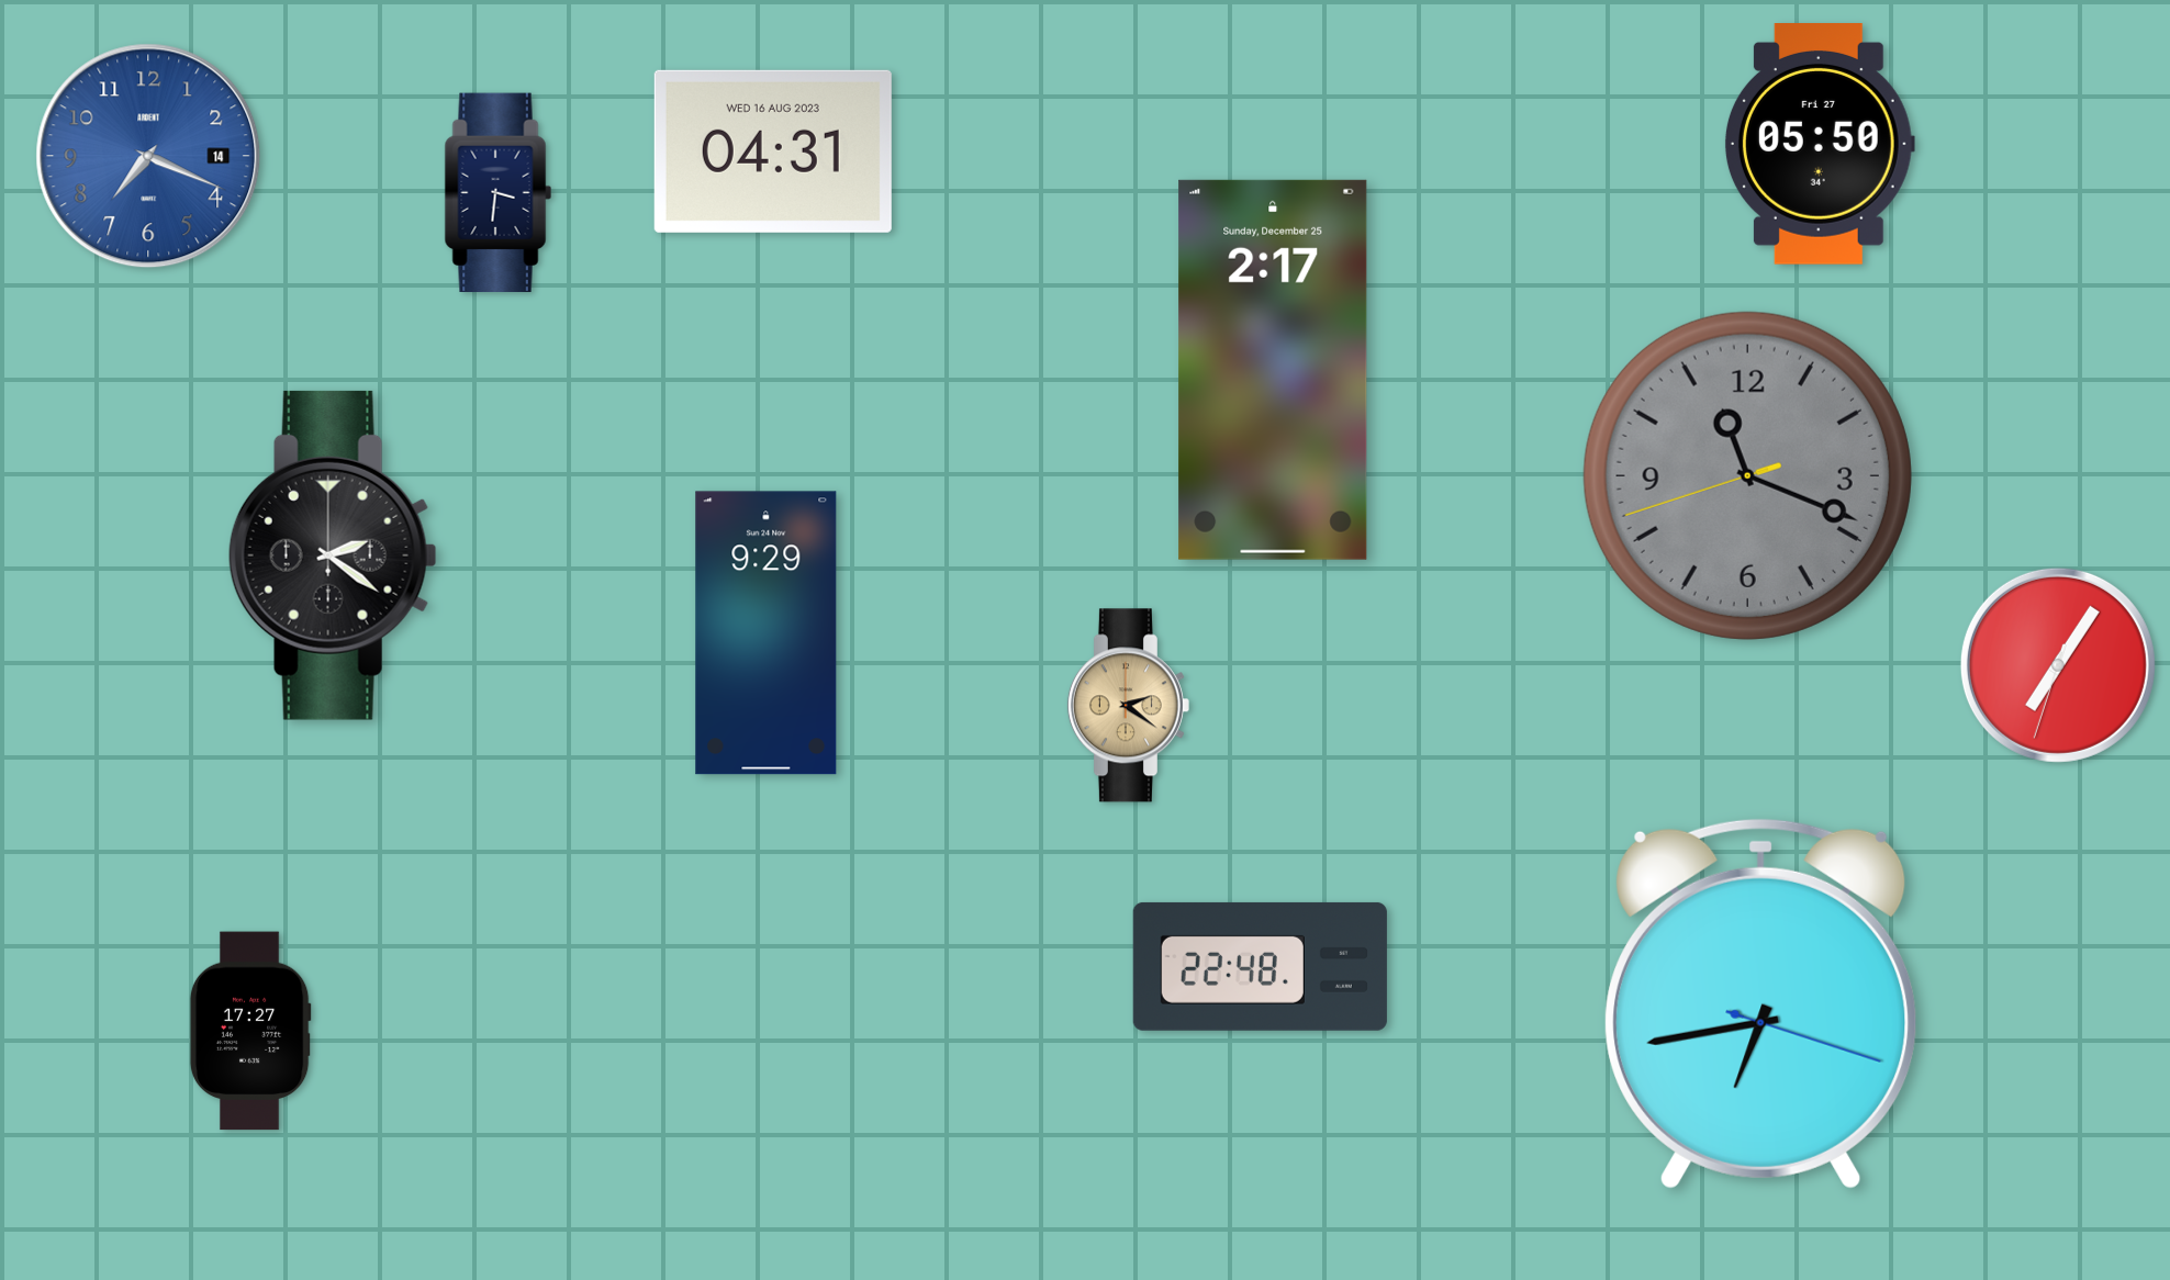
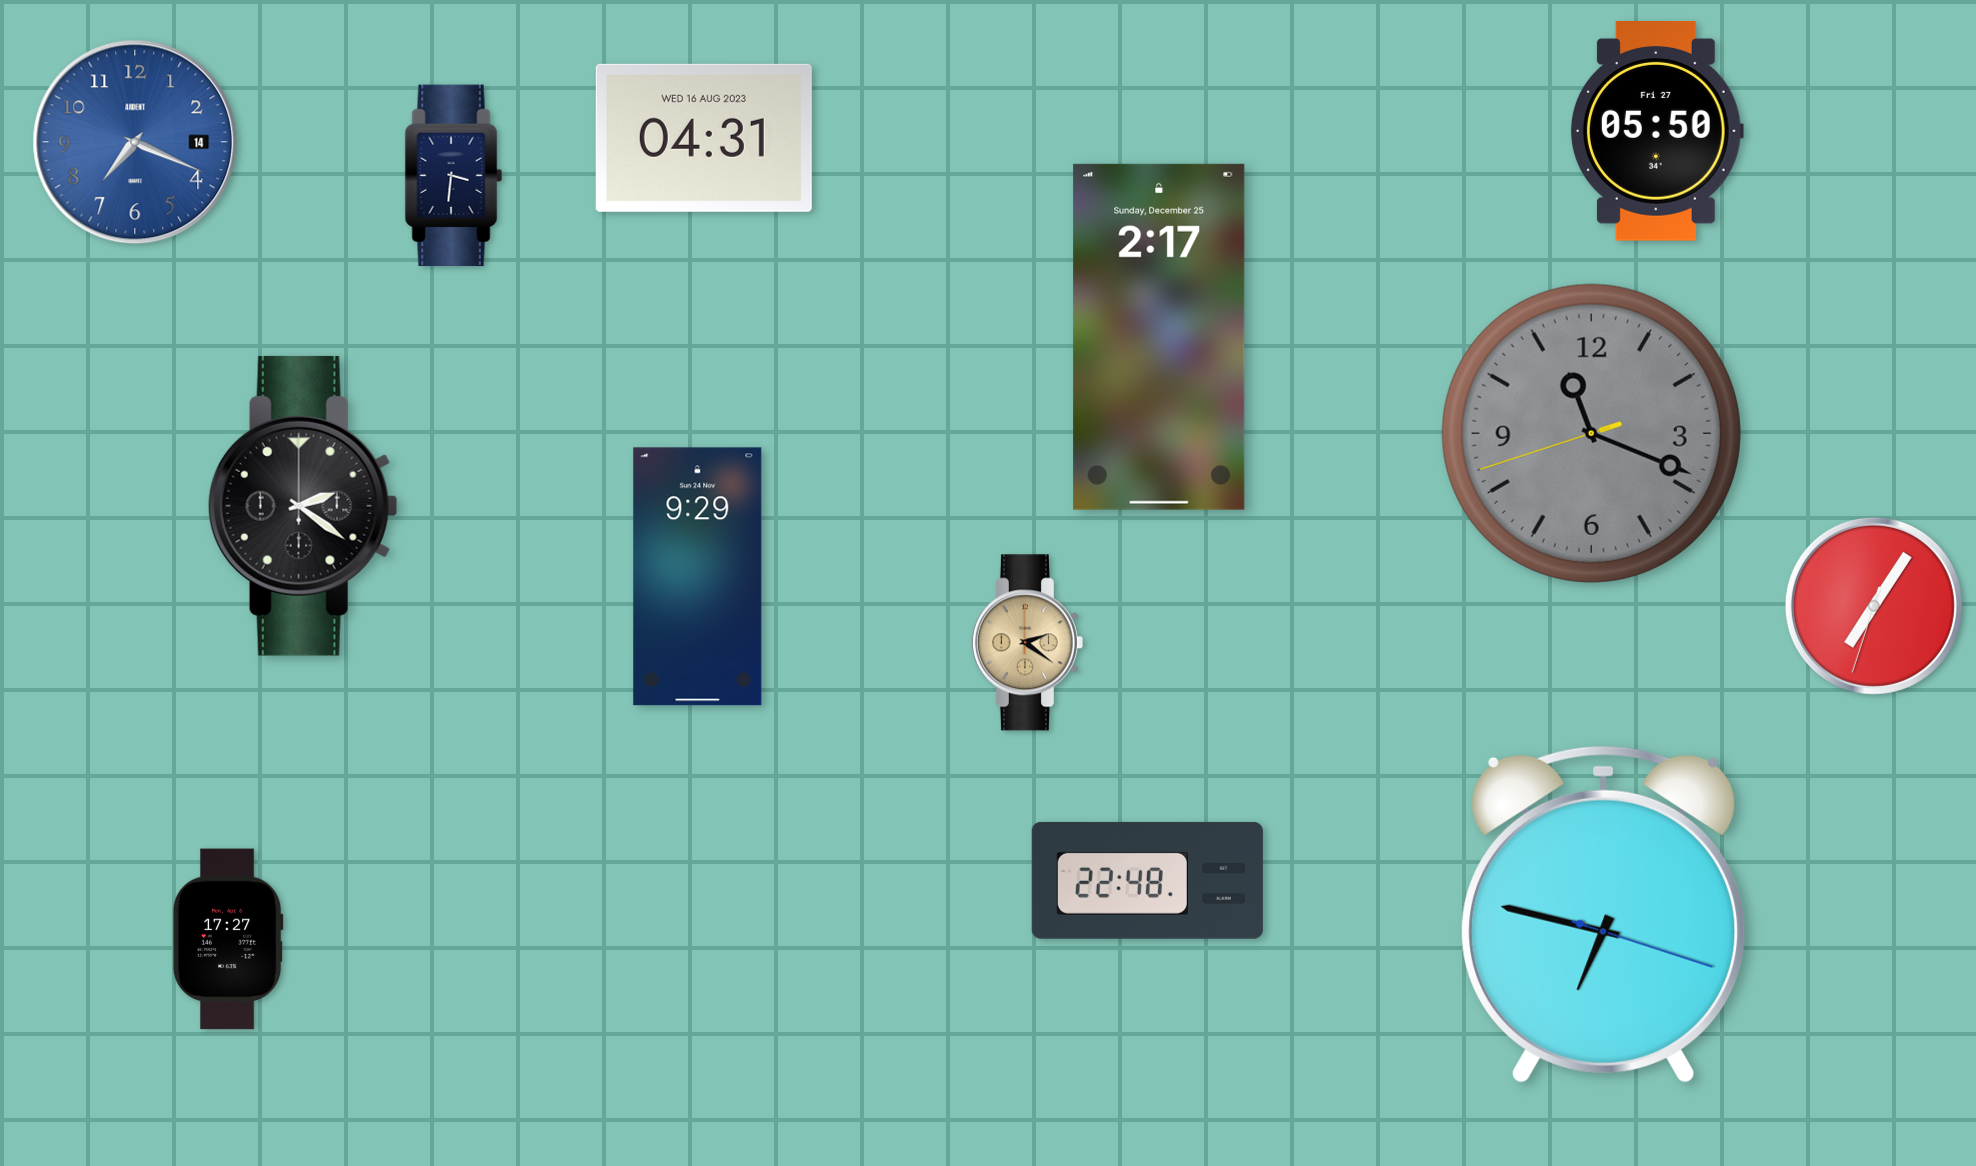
clock at (1761, 1003): 6:43 -> 6:47
